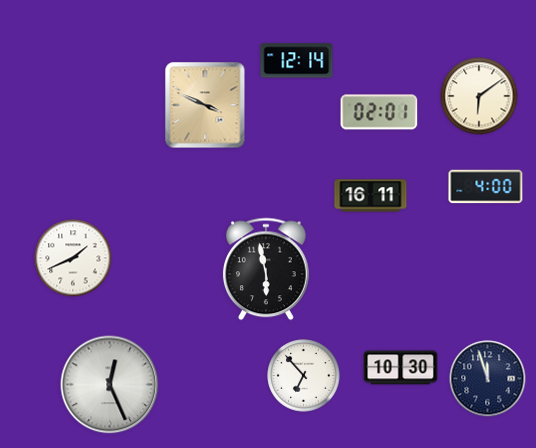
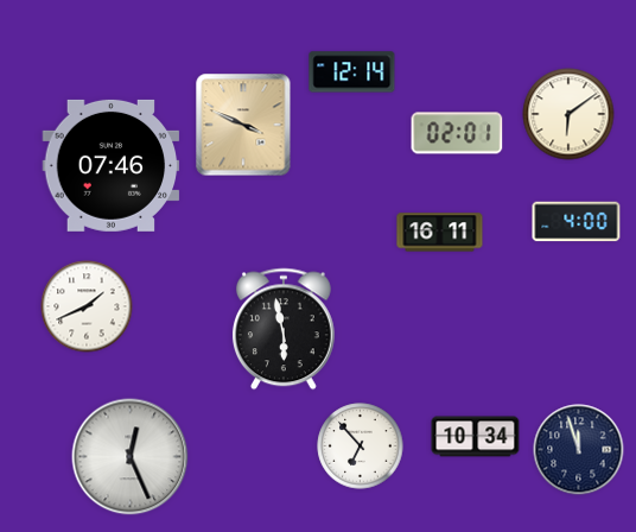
clock at (379, 112) position: (379, 112) -> (457, 133)
clock at (112, 165): none -> 07:46
clock at (266, 269) position: (266, 269) -> (284, 329)
clock at (401, 368): 10:30 -> 10:34
